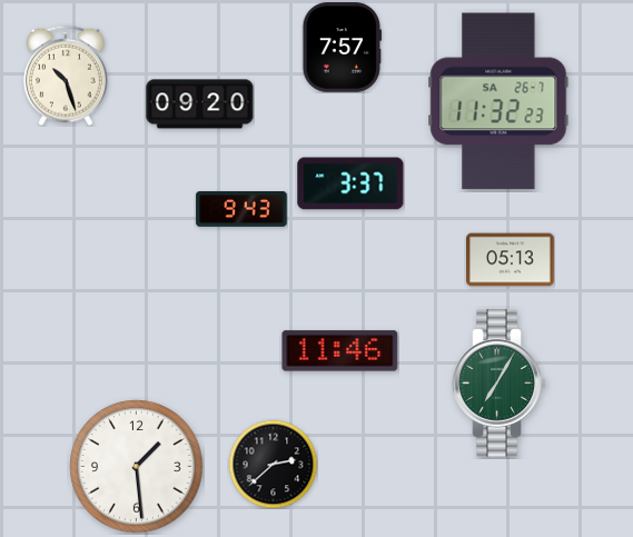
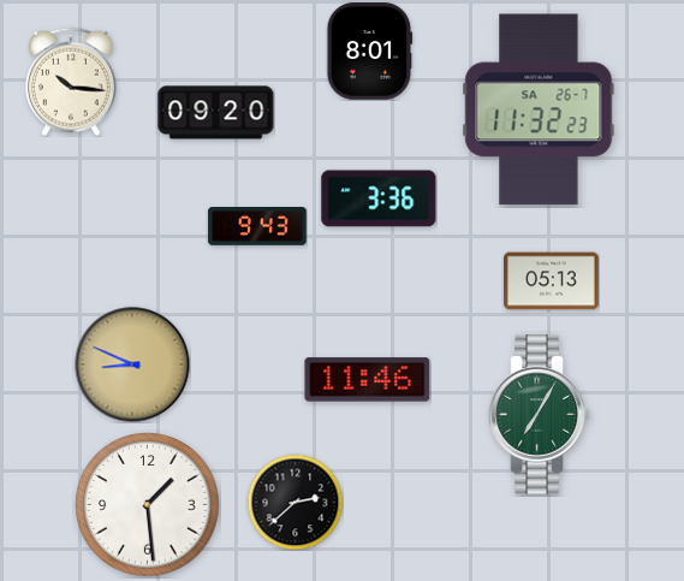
clock at (343, 48): 7:57 -> 8:01
clock at (66, 76): 10:27 -> 10:16
clock at (350, 183): 3:37 -> 3:36
clock at (241, 209) position: (241, 209) -> (257, 226)
clock at (132, 364): none -> 8:49
